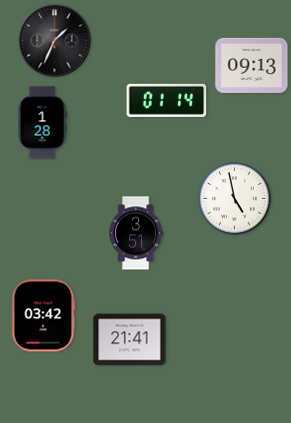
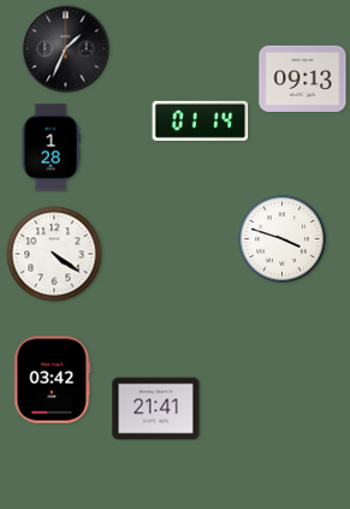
clock at (235, 199): 4:58 -> 3:48
clock at (54, 254): none -> 4:21
clock at (136, 233): 3:51 -> none
